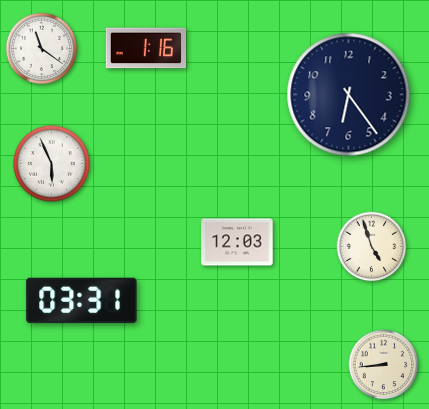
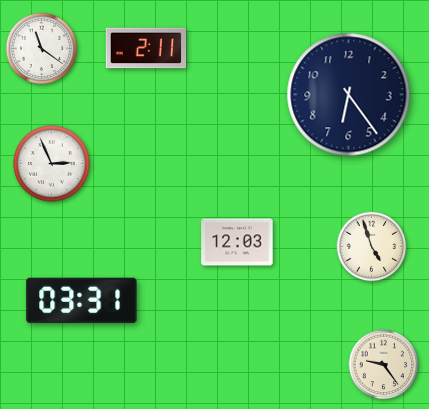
clock at (146, 48): 1:16 -> 2:11
clock at (52, 164): 5:56 -> 2:56
clock at (384, 365): 8:44 -> 9:24
